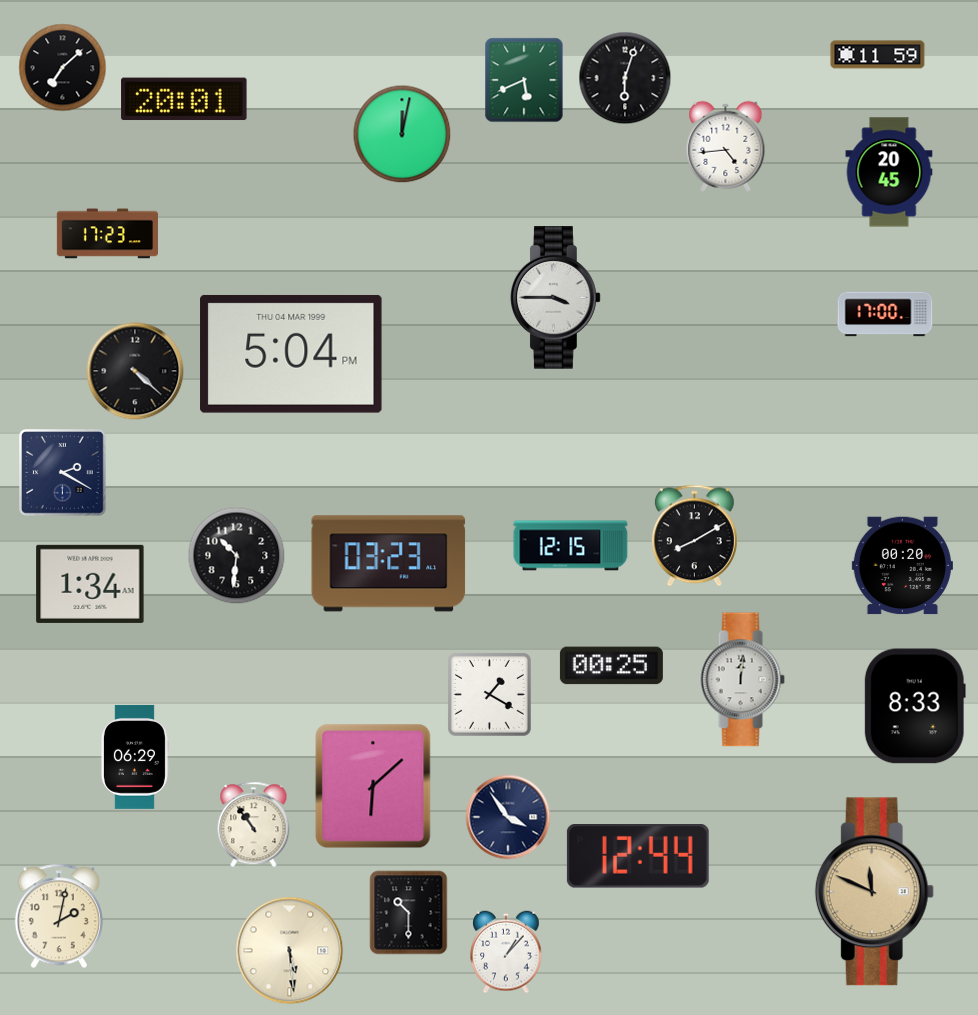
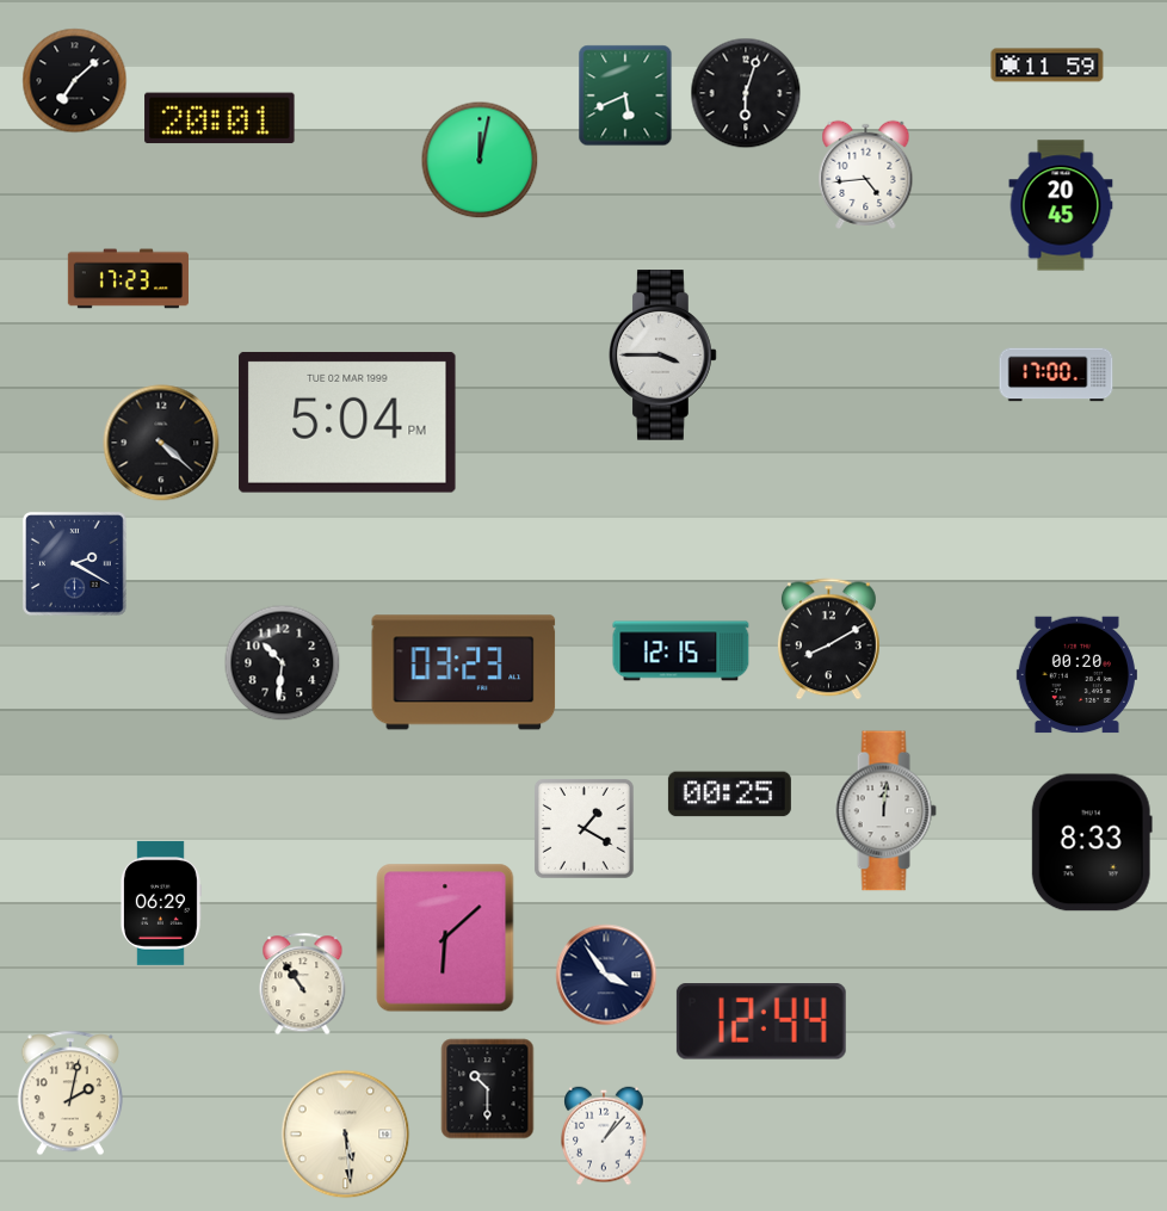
clock at (291, 354) date: THU 04 MAR 1999 -> TUE 02 MAR 1999
clock at (90, 584): 1:34 -> none
clock at (874, 892): 11:49 -> none
